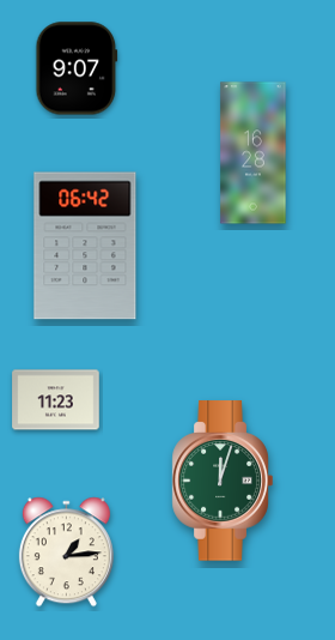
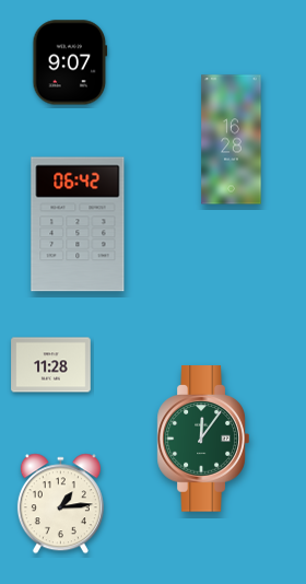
clock at (56, 400): 11:23 -> 11:28
clock at (223, 481): 12:03 -> 12:06
